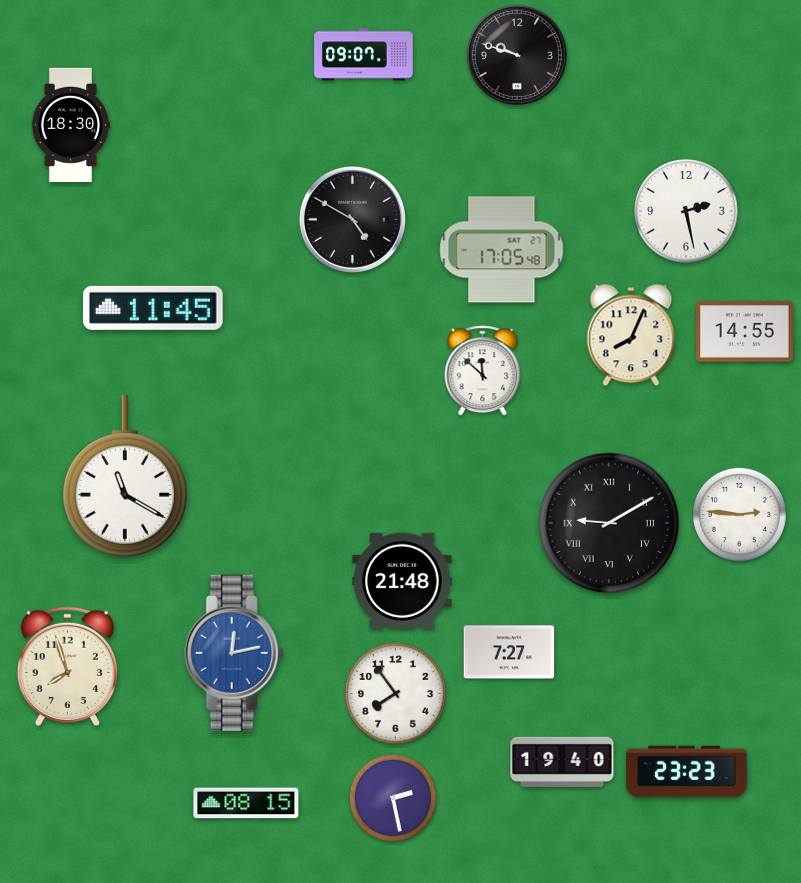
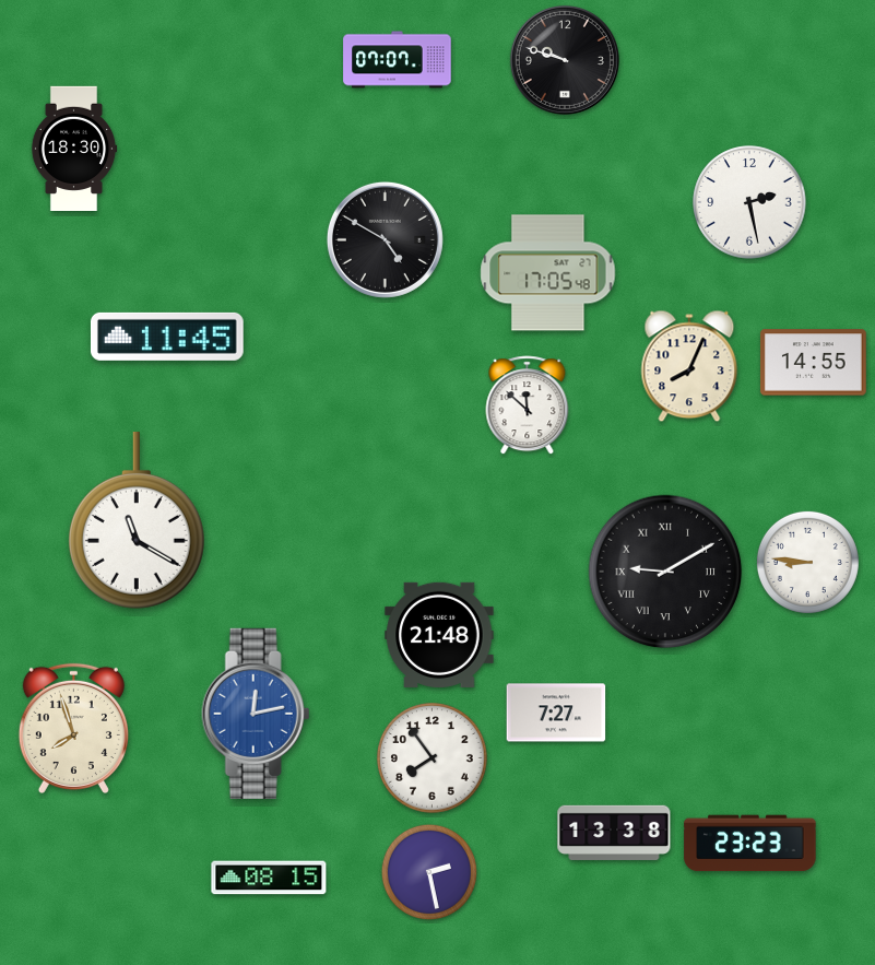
clock at (364, 55): 09:07 -> 07:07
clock at (71, 124) position: (71, 124) -> (74, 148)
clock at (686, 211) position: (686, 211) -> (749, 202)
clock at (739, 514): 2:46 -> 8:46
clock at (562, 761): 19:40 -> 13:38
